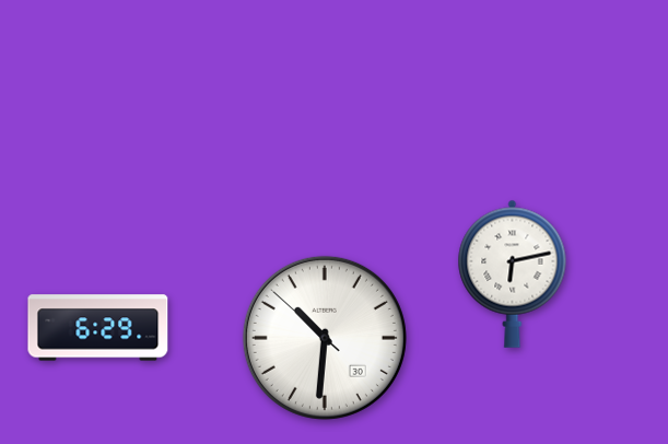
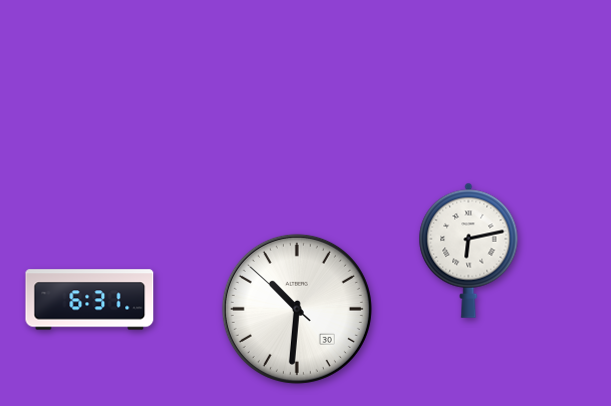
clock at (98, 328): 6:29 -> 6:31
